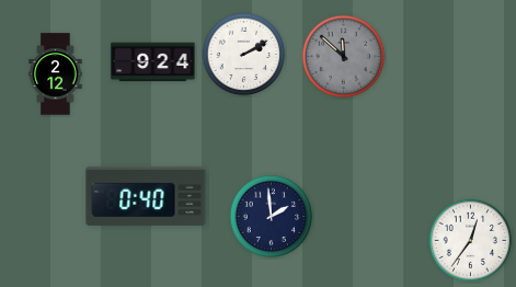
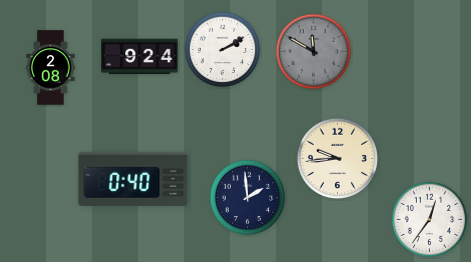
clock at (344, 57): 11:52 -> 11:50
clock at (56, 74): 2:12 -> 2:08
clock at (338, 159): none -> 9:44
